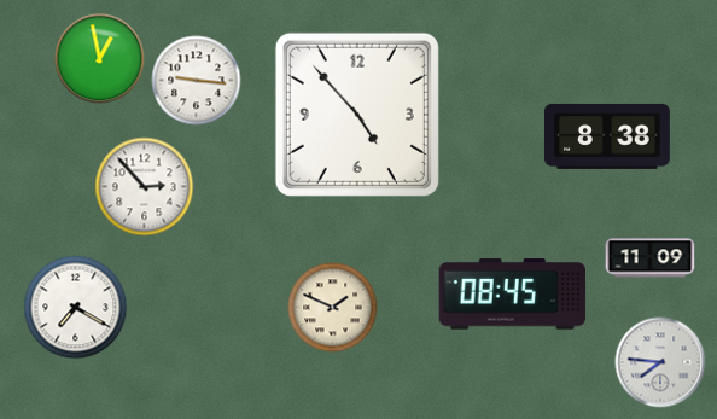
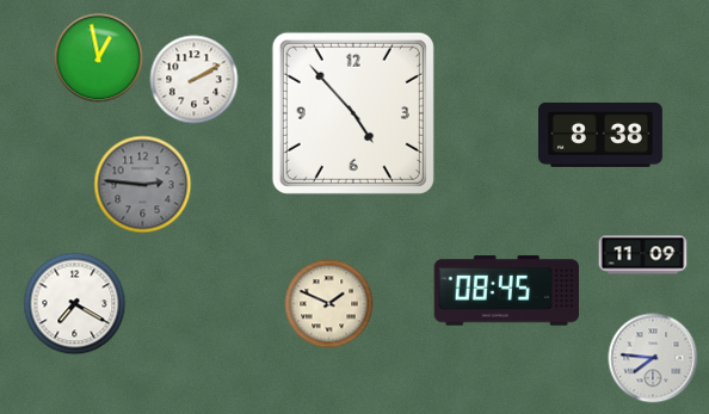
clock at (197, 81): 9:16 -> 2:10
clock at (145, 187): 2:53 -> 2:46
clock at (145, 187) dial: white -> grey
